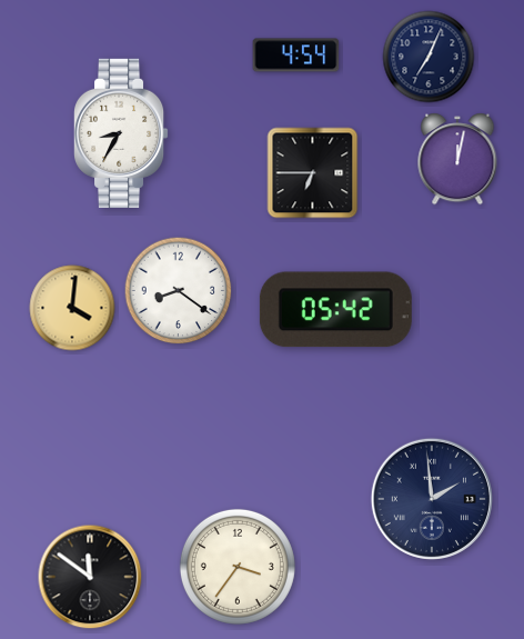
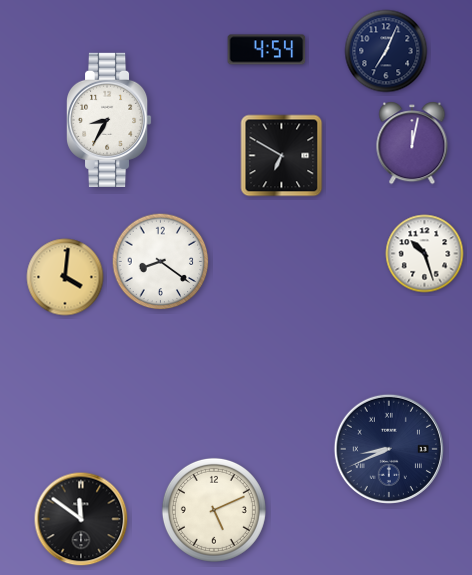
clock at (313, 173): 6:45 -> 6:50
clock at (425, 254): none -> 10:27
clock at (335, 310): 05:42 -> none
clock at (432, 499): 1:59 -> 8:41
clock at (238, 567): 3:36 -> 5:11
